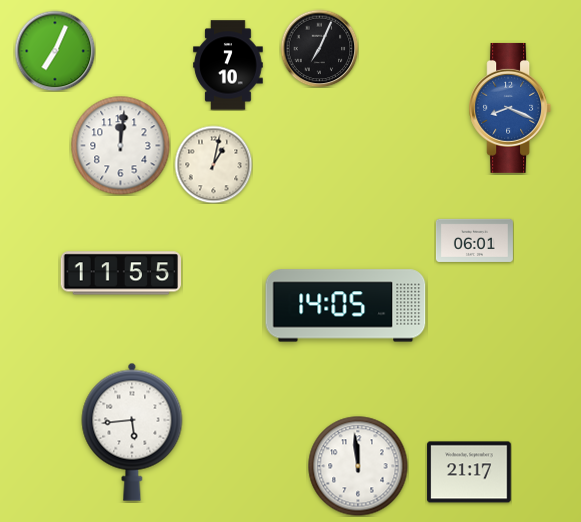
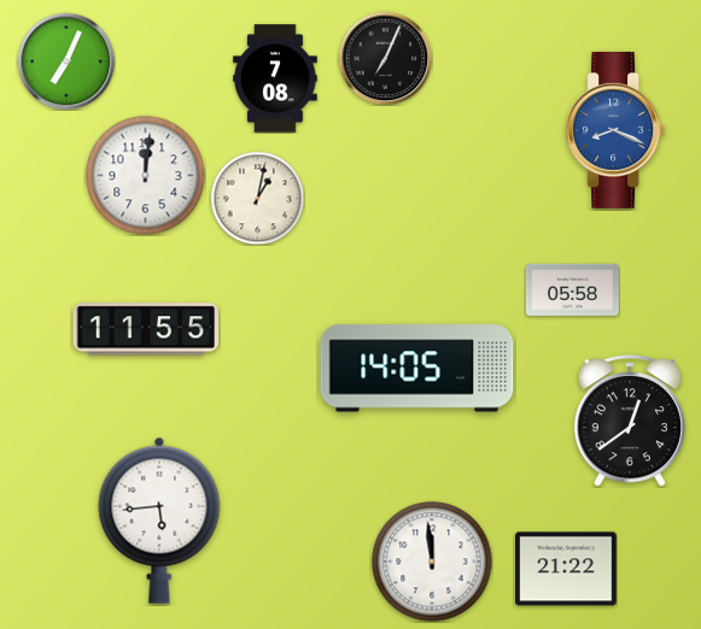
clock at (228, 65): 7:10 -> 7:08
clock at (474, 240): 06:01 -> 05:58
clock at (629, 422): none -> 12:39
clock at (469, 472): 21:17 -> 21:22
